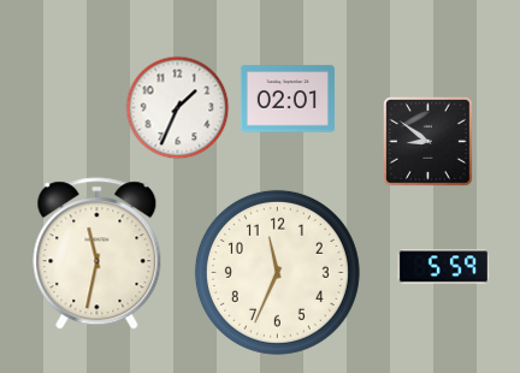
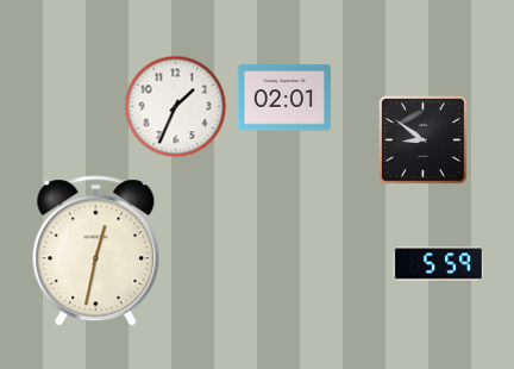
clock at (97, 254): 11:32 -> 12:32
clock at (277, 272): 11:34 -> none
